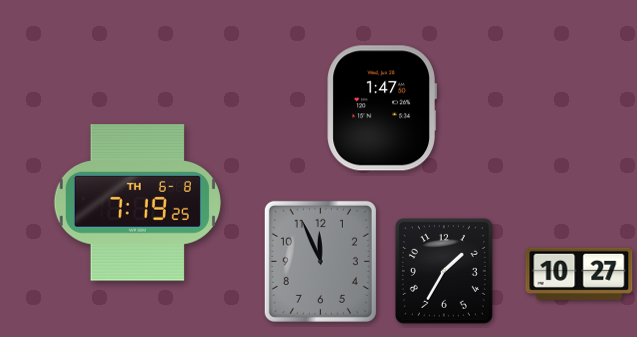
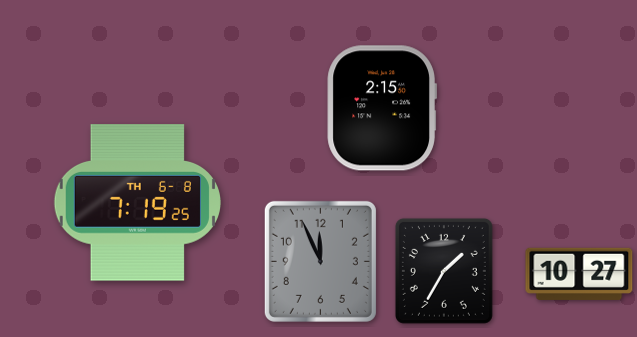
clock at (382, 108): 1:47 -> 2:15
